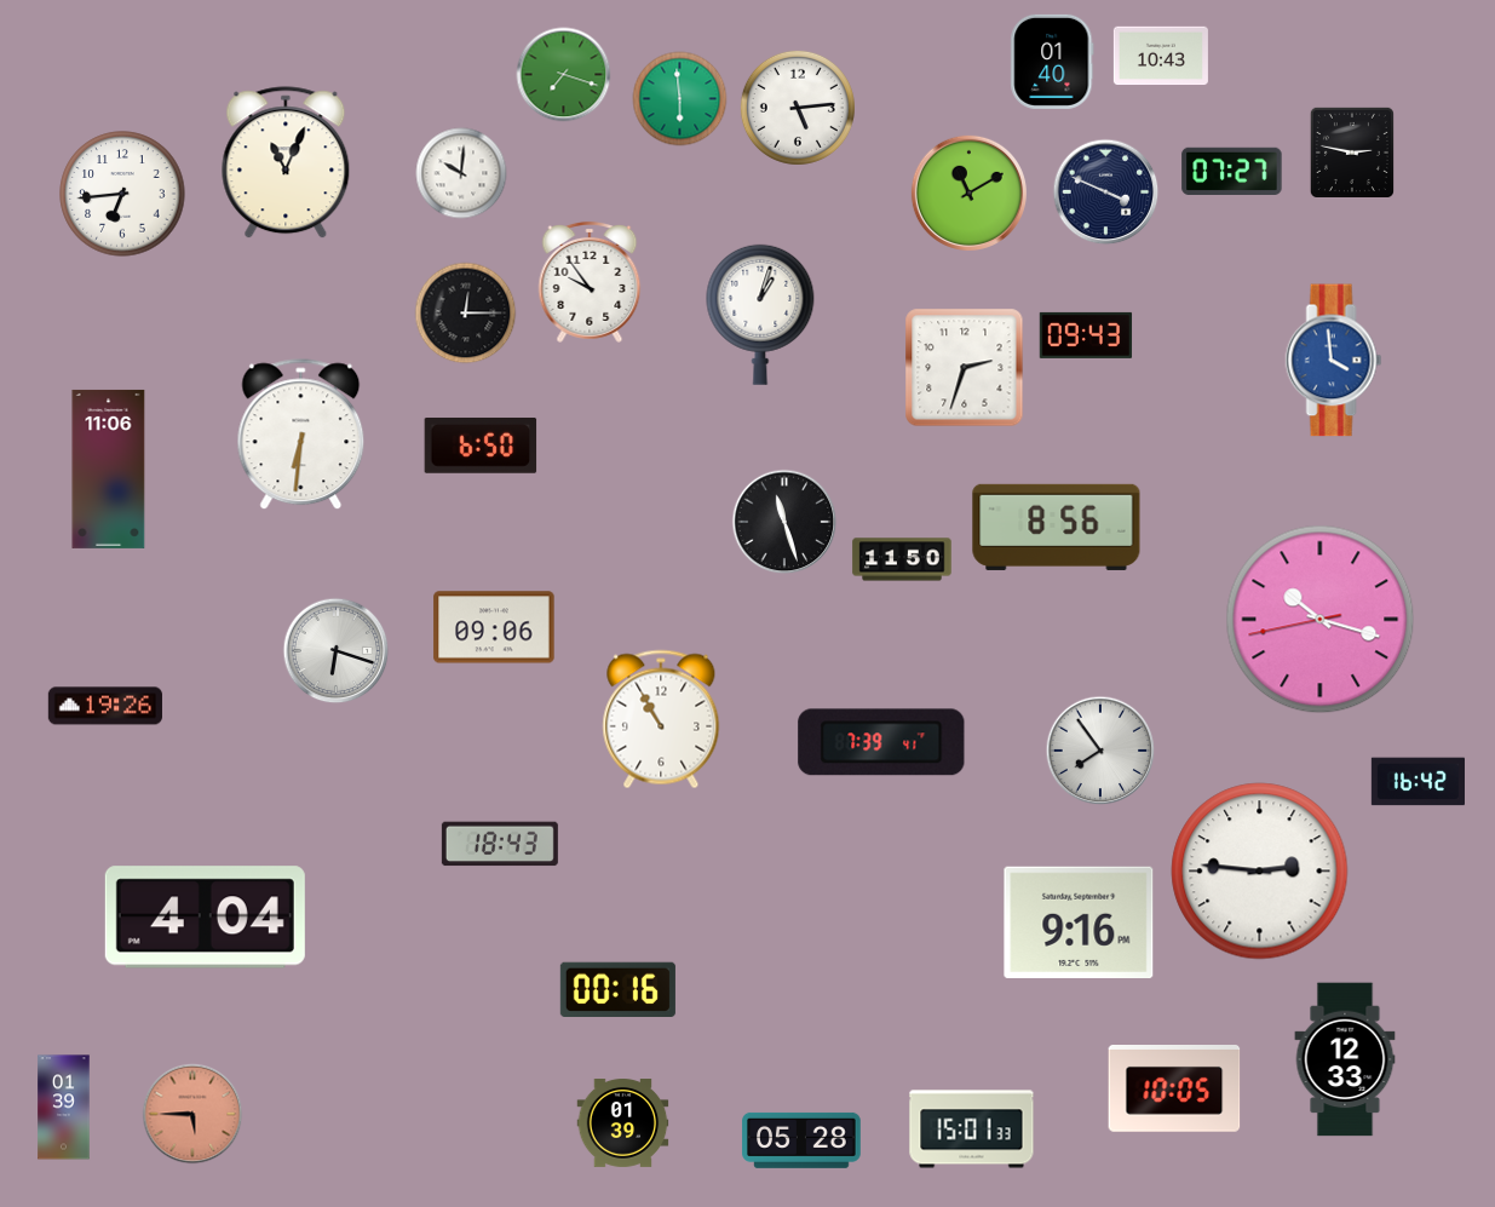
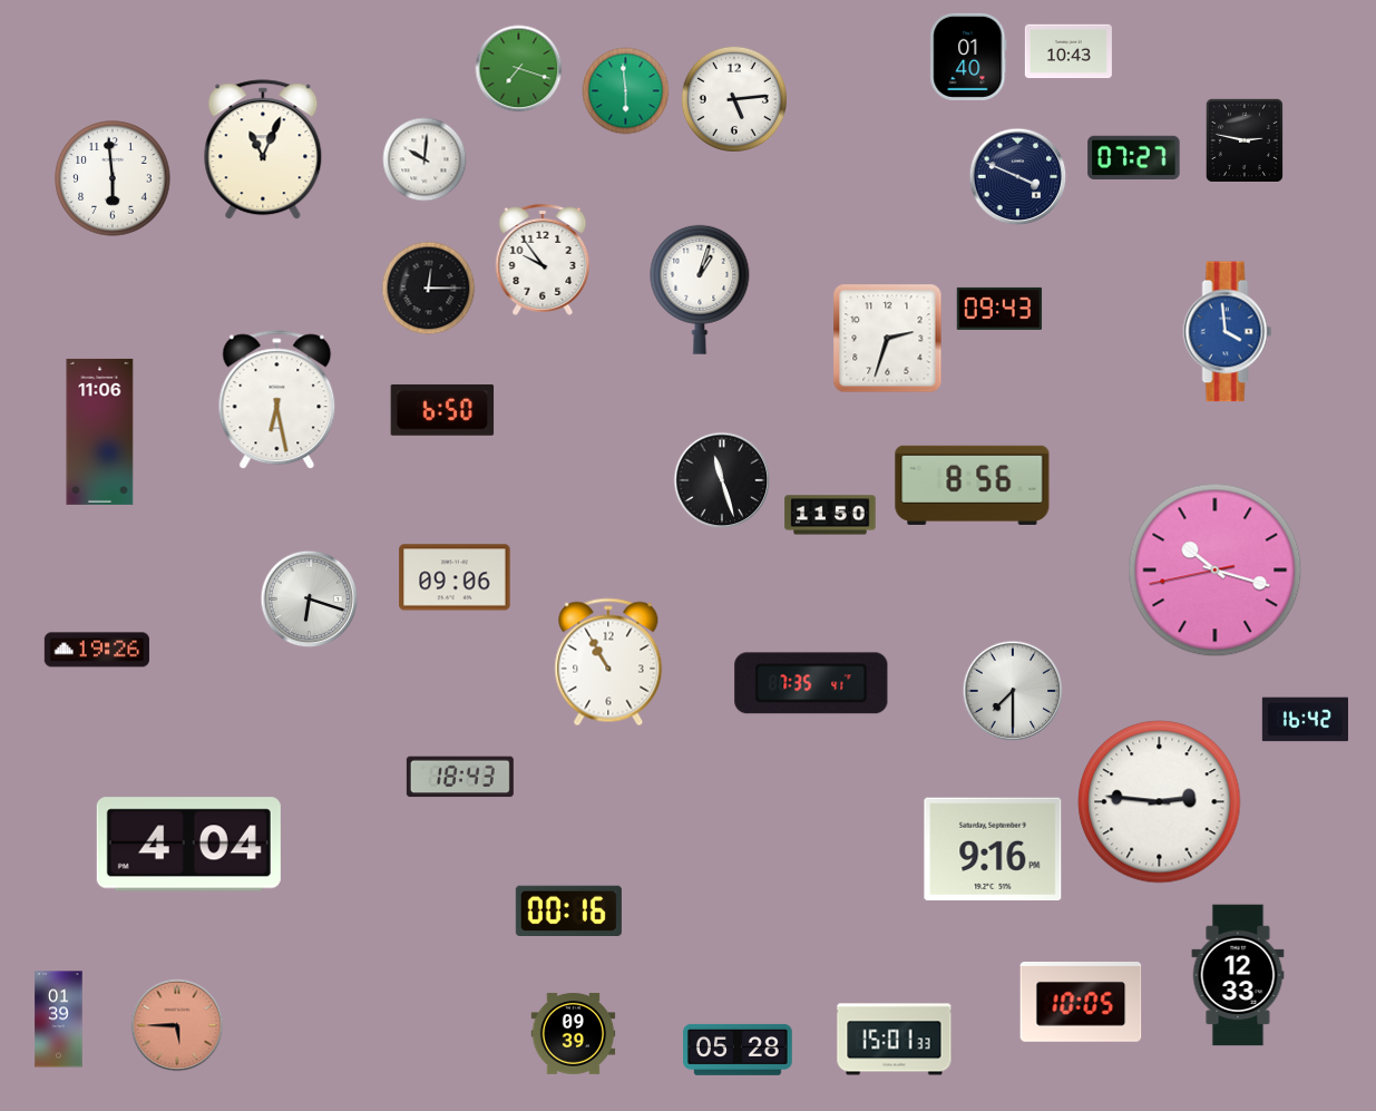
clock at (968, 192): 11:10 -> none
clock at (122, 194): 6:44 -> 5:59
clock at (301, 435): 6:31 -> 6:28
clock at (881, 742): 7:39 -> 7:35
clock at (1100, 751): 7:54 -> 7:30
clock at (623, 1123): 01:39 -> 09:39
